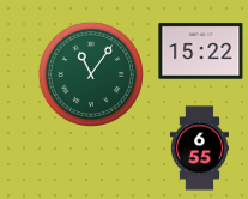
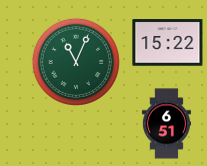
clock at (91, 74): 11:06 -> 11:04
clock at (199, 149): 6:55 -> 6:51
